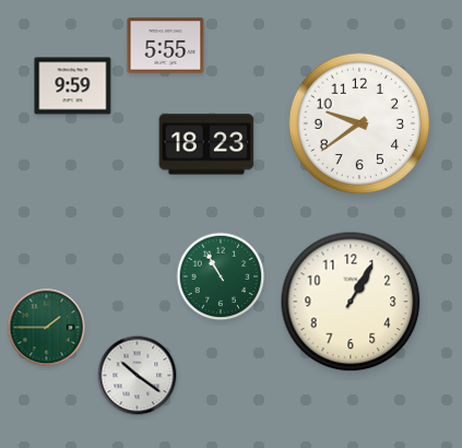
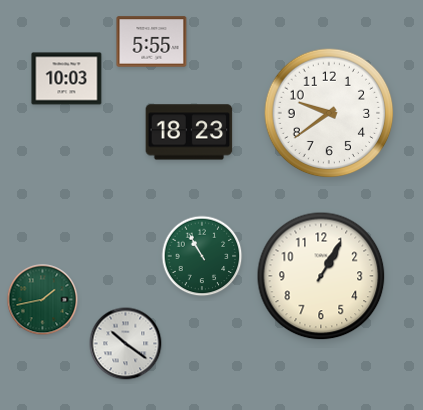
clock at (73, 86): 9:59 -> 10:03
clock at (221, 276) position: (221, 276) -> (202, 256)
clock at (47, 328): 1:45 -> 1:43
